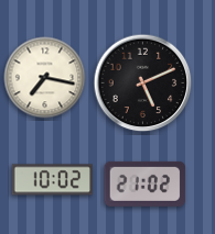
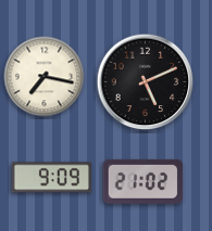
clock at (143, 83) position: (143, 83) -> (146, 82)
clock at (53, 180): 10:02 -> 9:09
